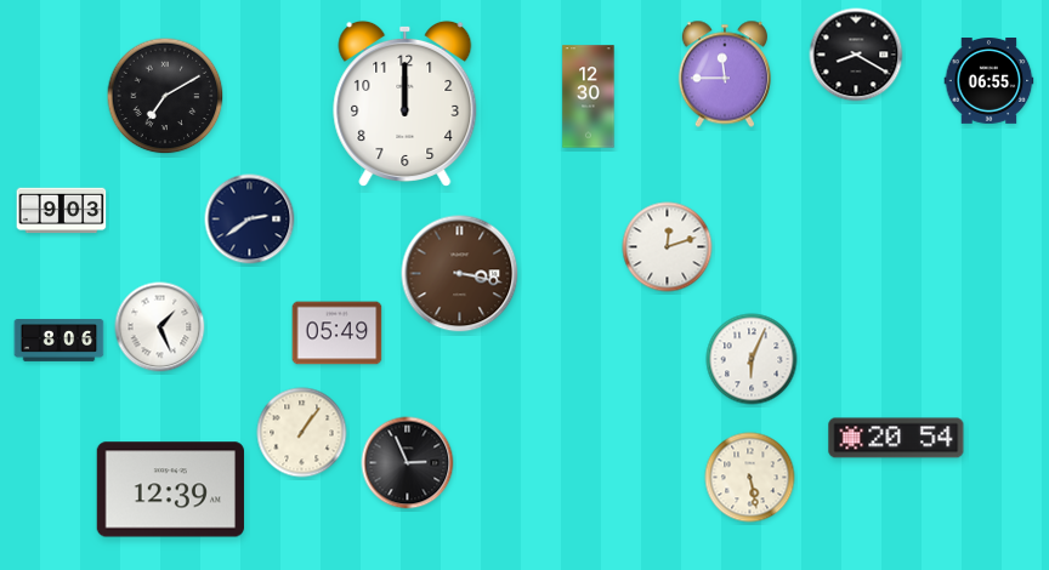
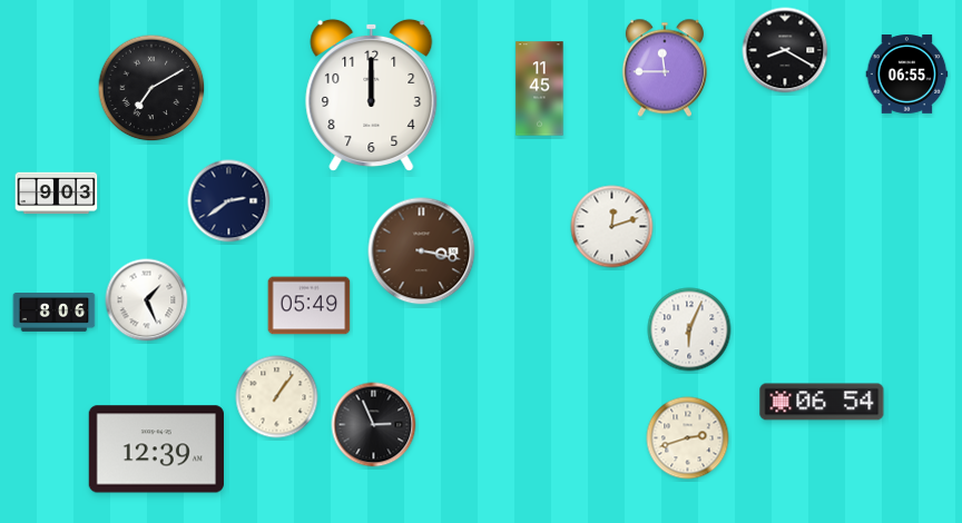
clock at (589, 97): 12:30 -> 11:45
clock at (896, 438): 20:54 -> 06:54
clock at (750, 478): 5:28 -> 2:42
